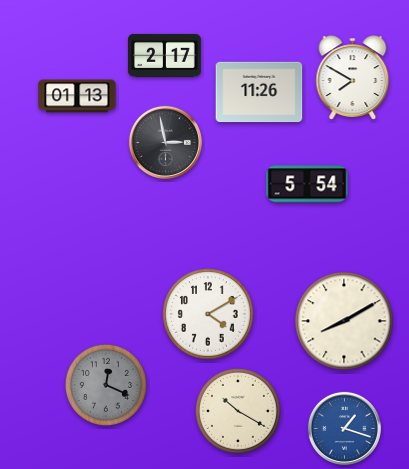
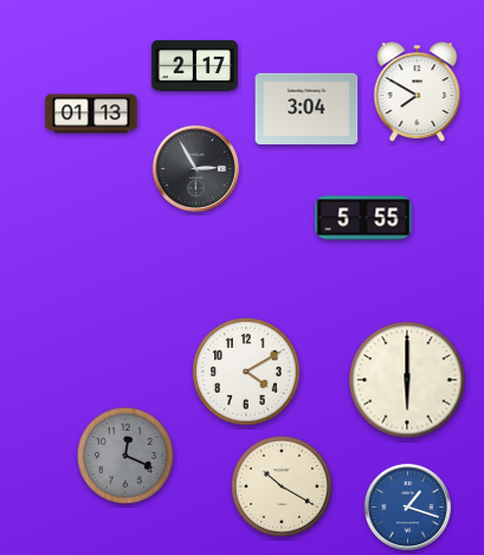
clock at (259, 92): 11:26 -> 3:04
clock at (165, 142): 2:58 -> 2:55
clock at (307, 184): 5:54 -> 5:55
clock at (344, 321): 8:10 -> 6:00
